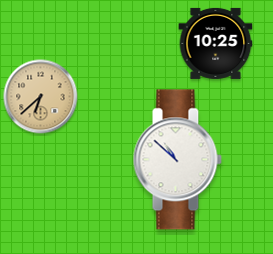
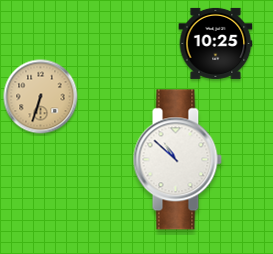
clock at (41, 97): 6:38 -> 6:33
